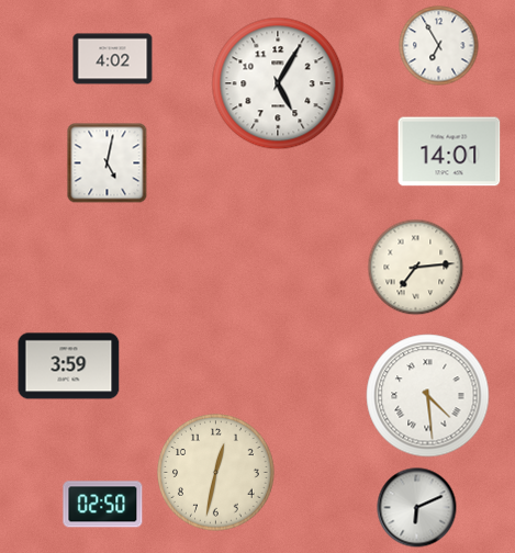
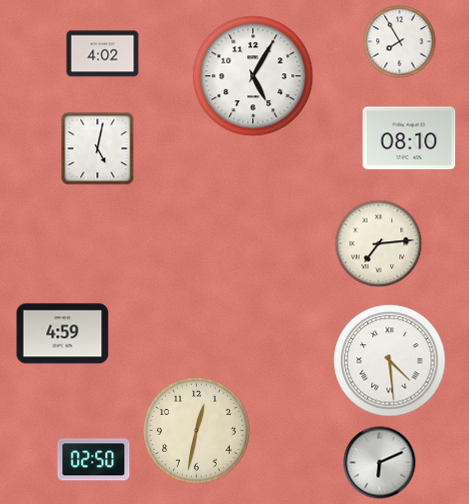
clock at (439, 46): 6:55 -> 7:55
clock at (449, 151): 14:01 -> 08:10
clock at (69, 366): 3:59 -> 4:59
